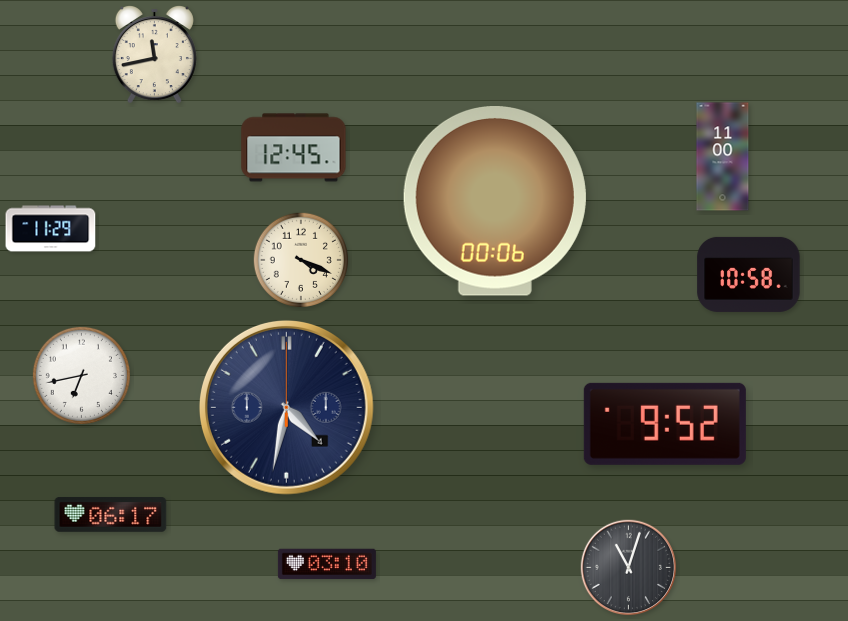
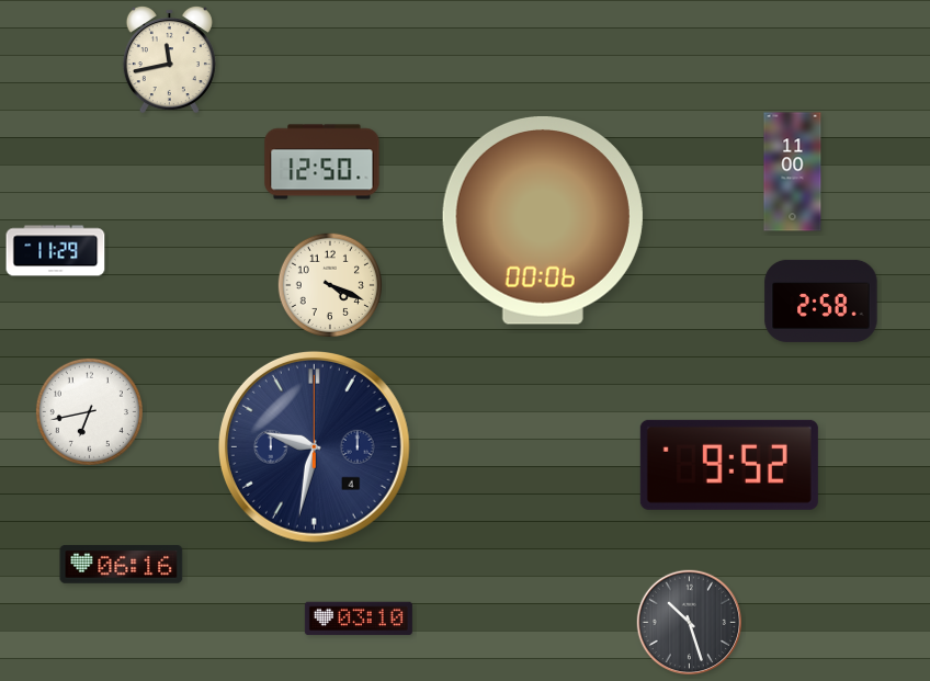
clock at (294, 148): 12:45 -> 12:50
clock at (749, 274): 10:58 -> 2:58
clock at (286, 407): 4:32 -> 9:32
clock at (111, 515): 06:17 -> 06:16
clock at (629, 568): 11:03 -> 10:27
